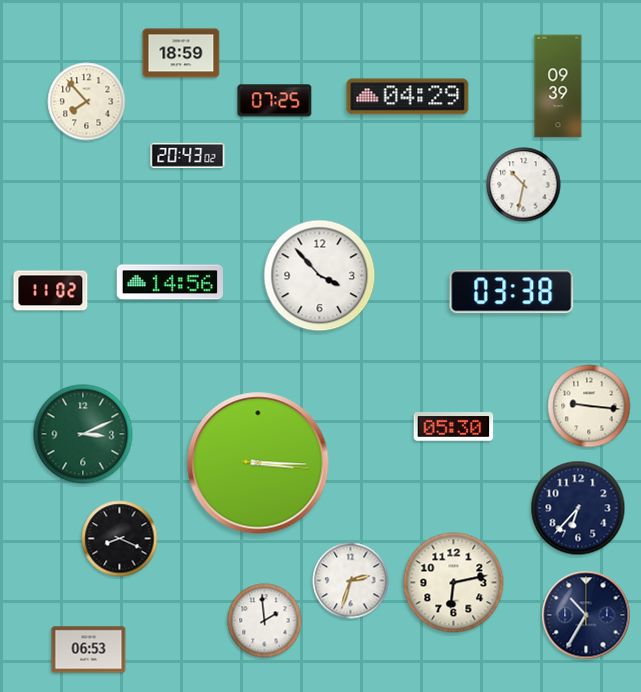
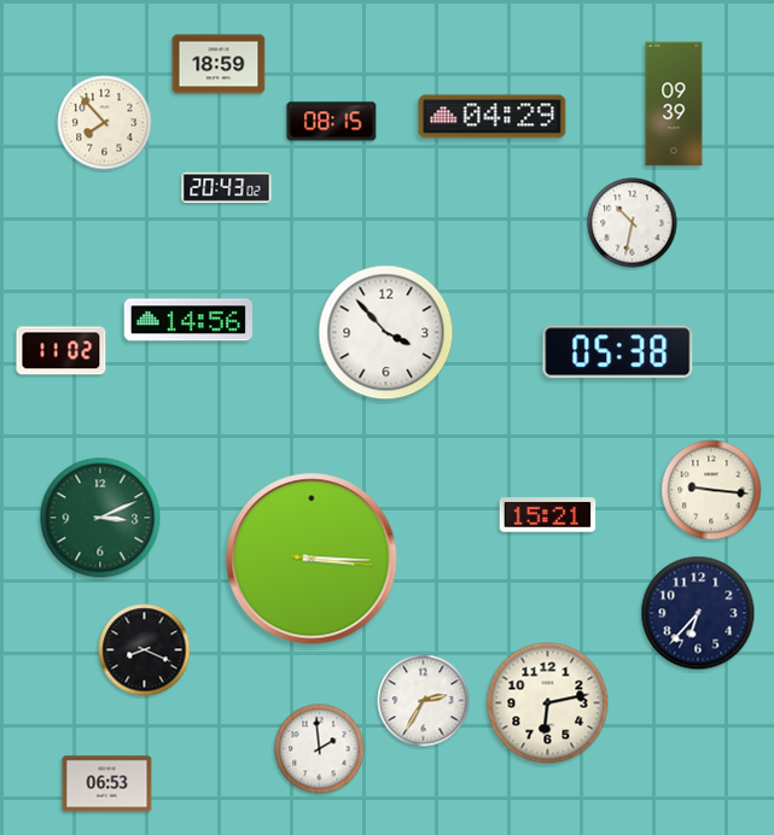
clock at (275, 101): 07:25 -> 08:15
clock at (170, 282) position: (170, 282) -> (188, 320)
clock at (512, 292): 03:38 -> 05:38
clock at (454, 427): 05:30 -> 15:21
clock at (83, 434) position: (83, 434) -> (100, 518)
clock at (351, 581): 2:33 -> 2:35
clock at (586, 615): 10:35 -> none
